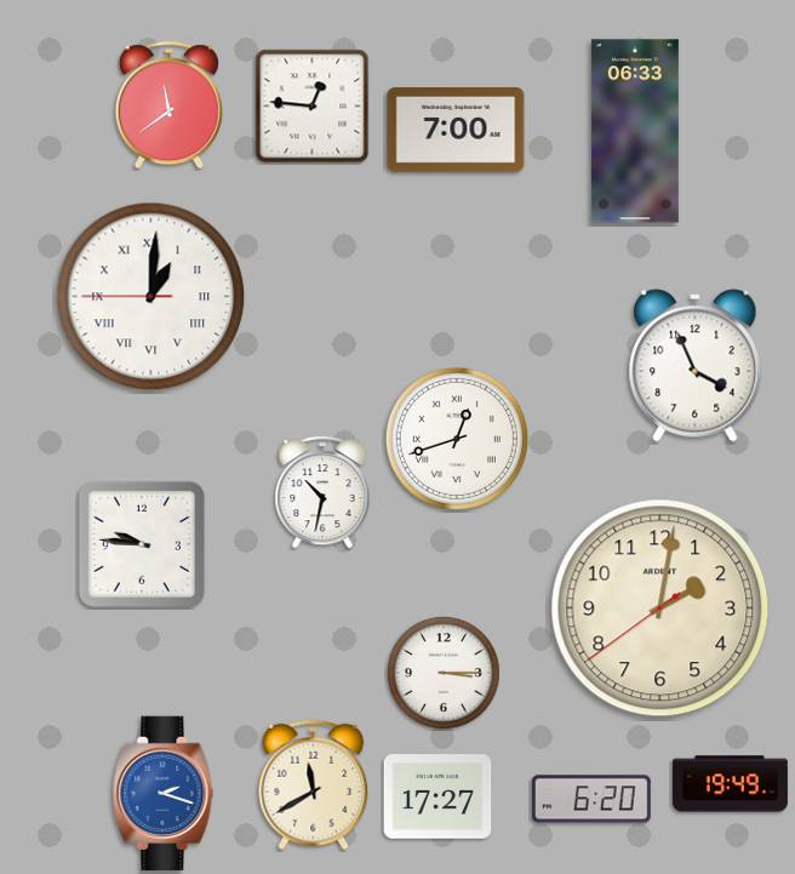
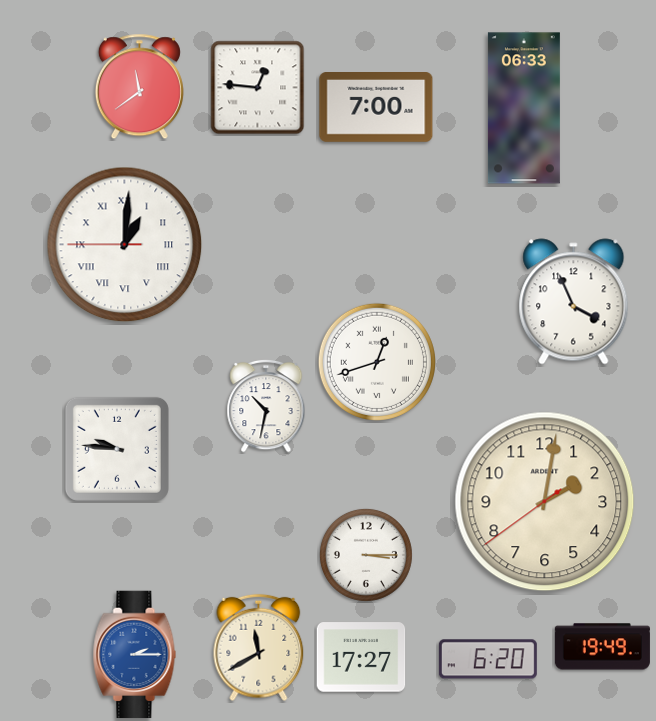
clock at (164, 794): 2:18 -> 2:15
